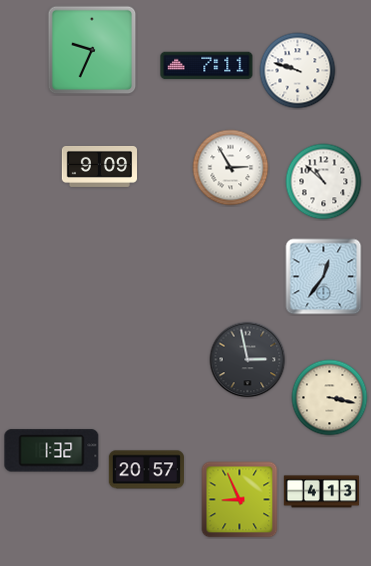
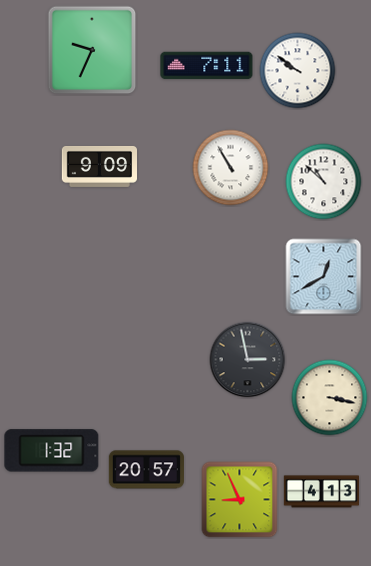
clock at (298, 71): 9:48 -> 9:51
clock at (231, 168): 2:55 -> 10:55
clock at (324, 277): 12:36 -> 12:40
